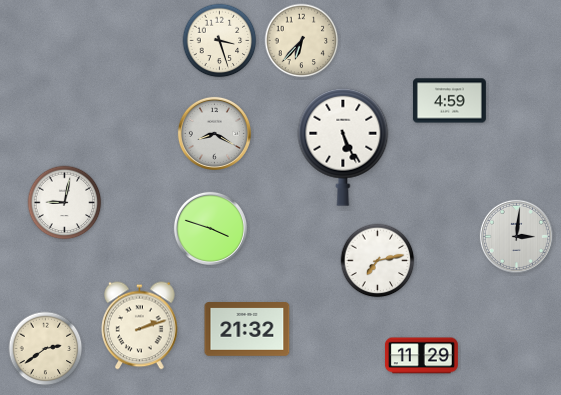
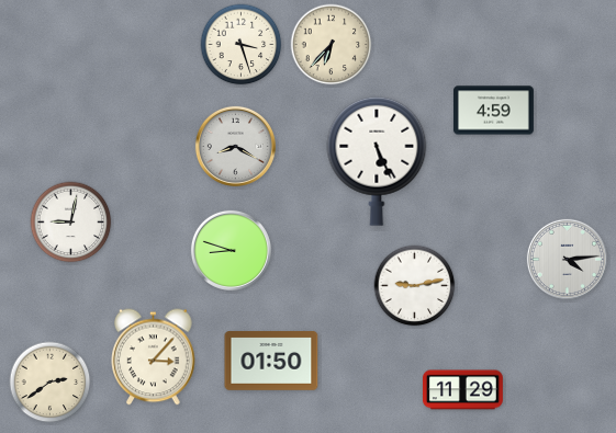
clock at (210, 228): 3:48 -> 8:48
clock at (516, 236): 3:01 -> 4:14
clock at (378, 261): 7:13 -> 9:13
clock at (140, 326): 2:12 -> 3:07
clock at (247, 330): 21:32 -> 01:50
